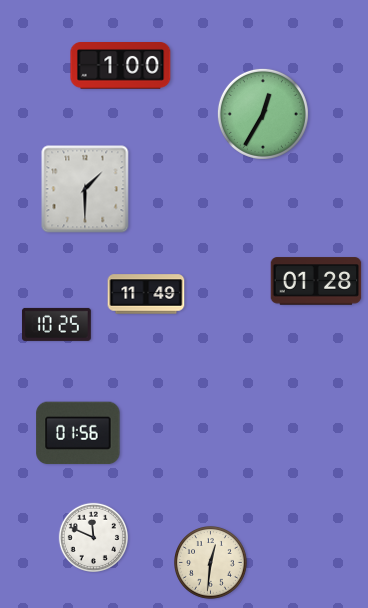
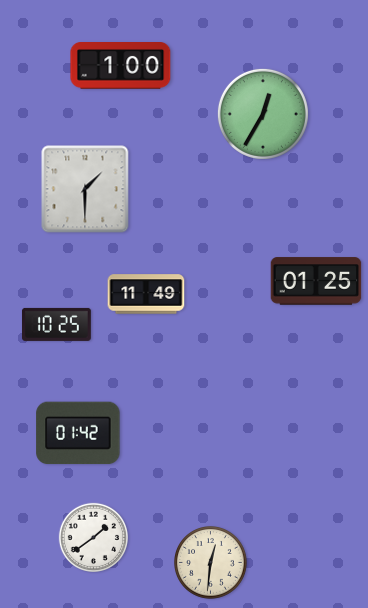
clock at (316, 281): 01:28 -> 01:25
clock at (78, 433): 01:56 -> 01:42
clock at (93, 537): 11:49 -> 1:39
